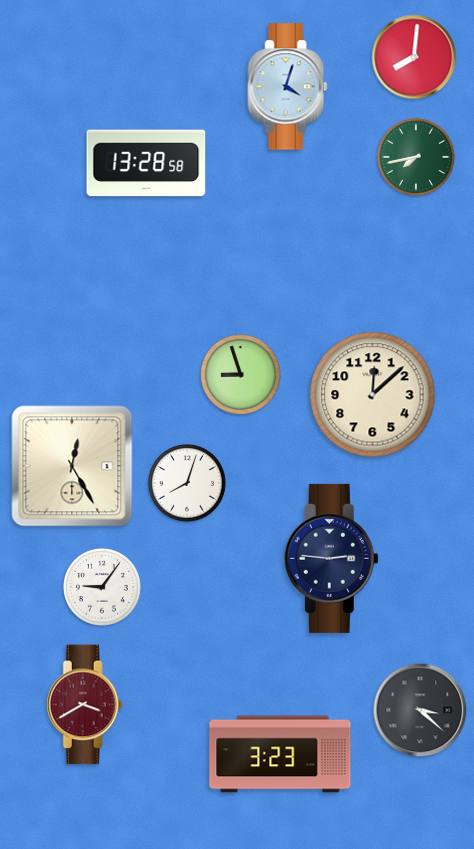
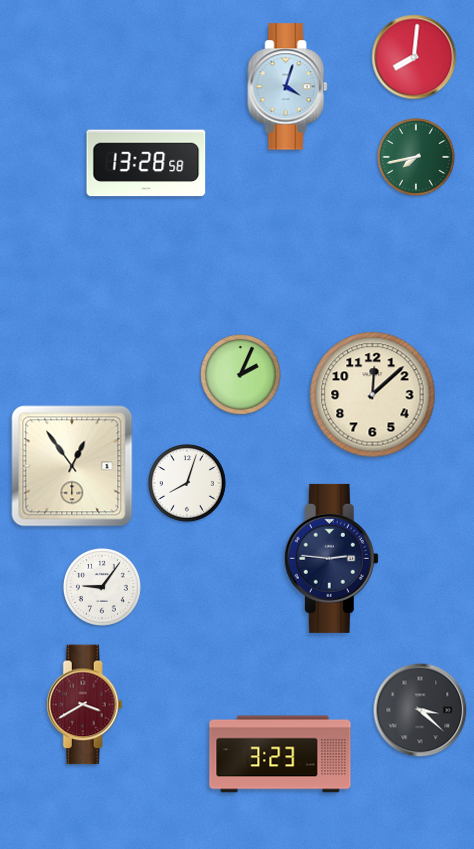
clock at (241, 375): 8:57 -> 2:04
clock at (72, 466): 12:25 -> 12:54
